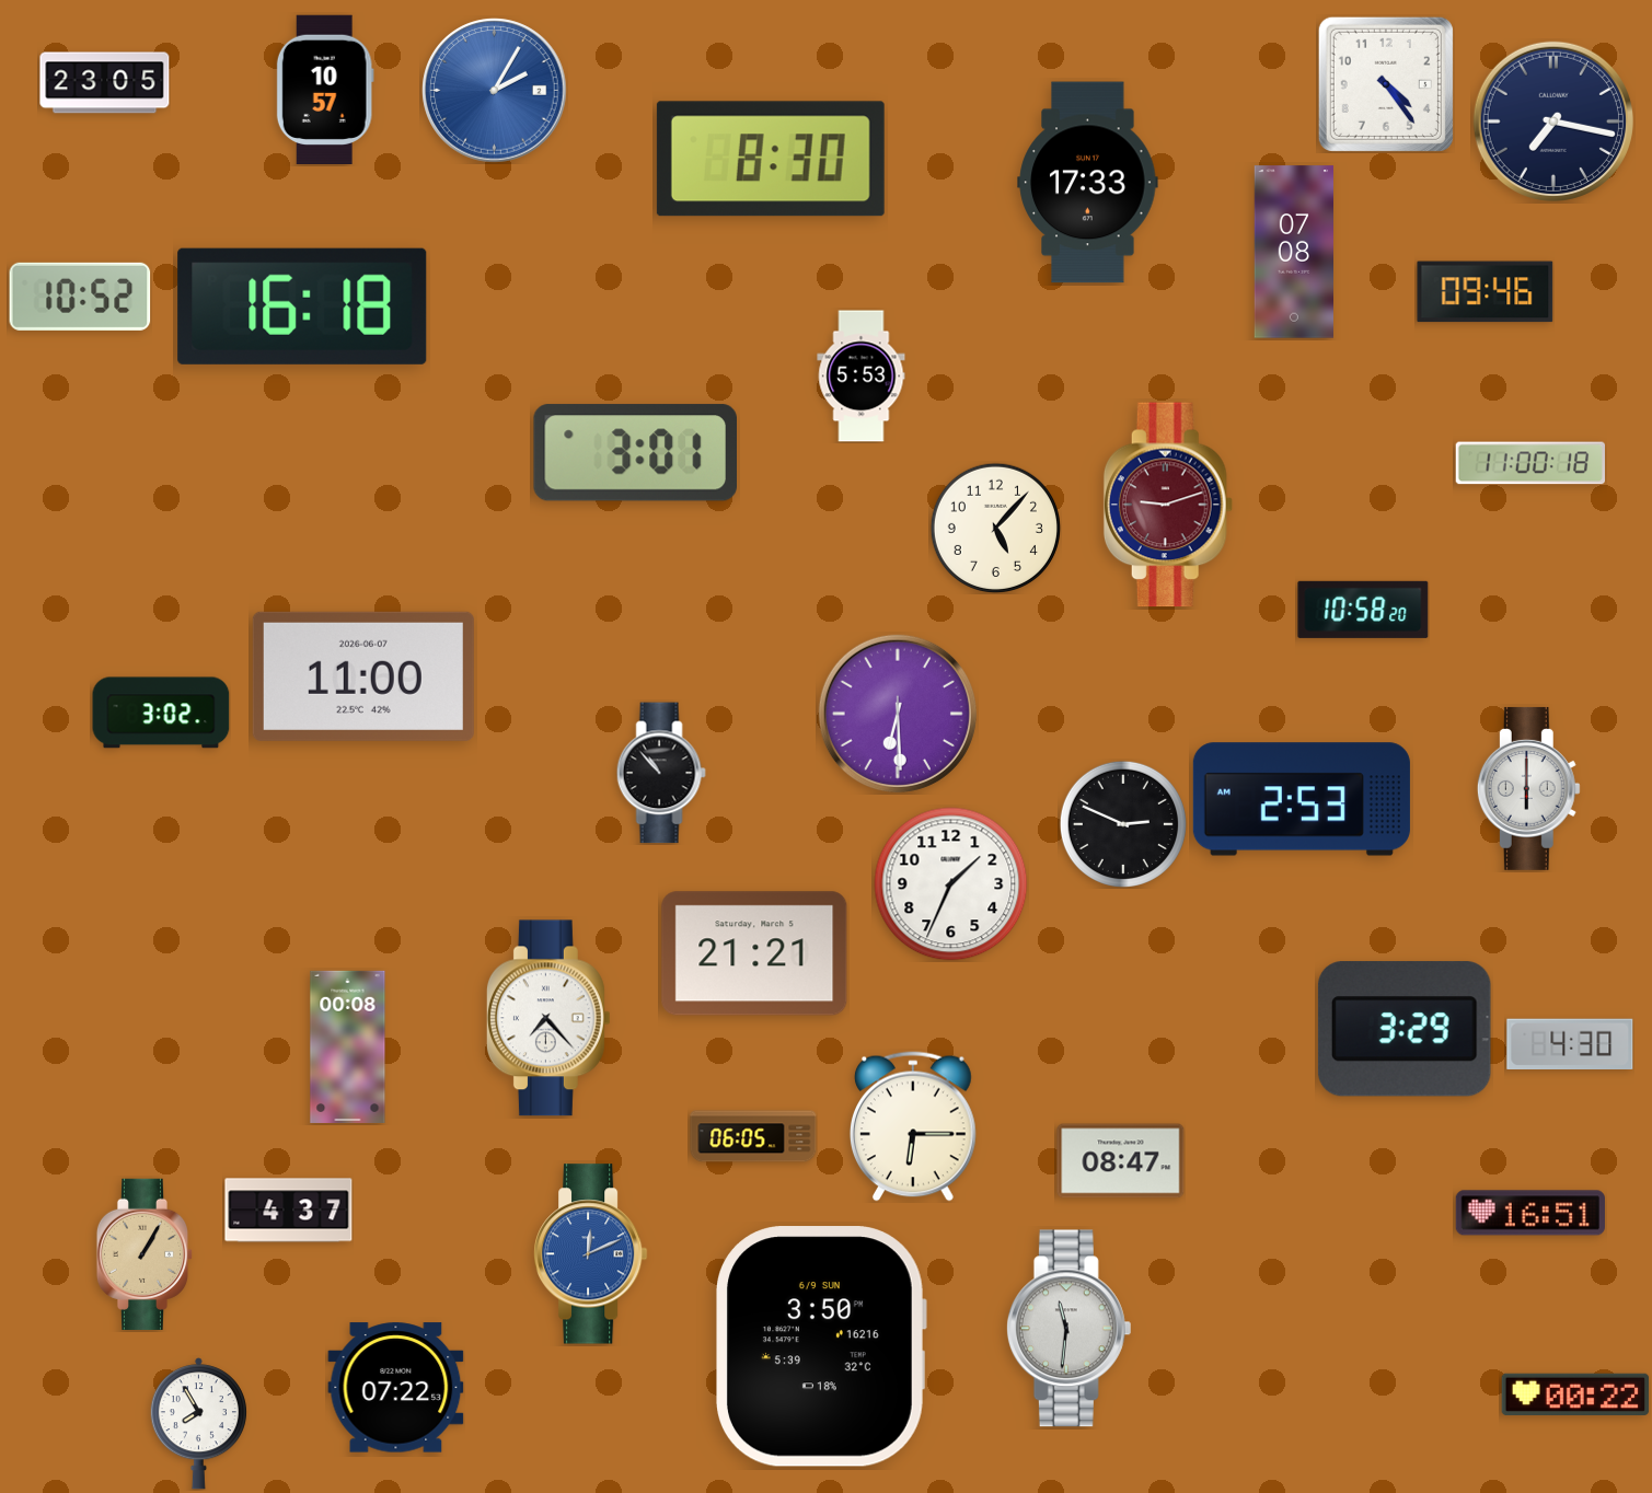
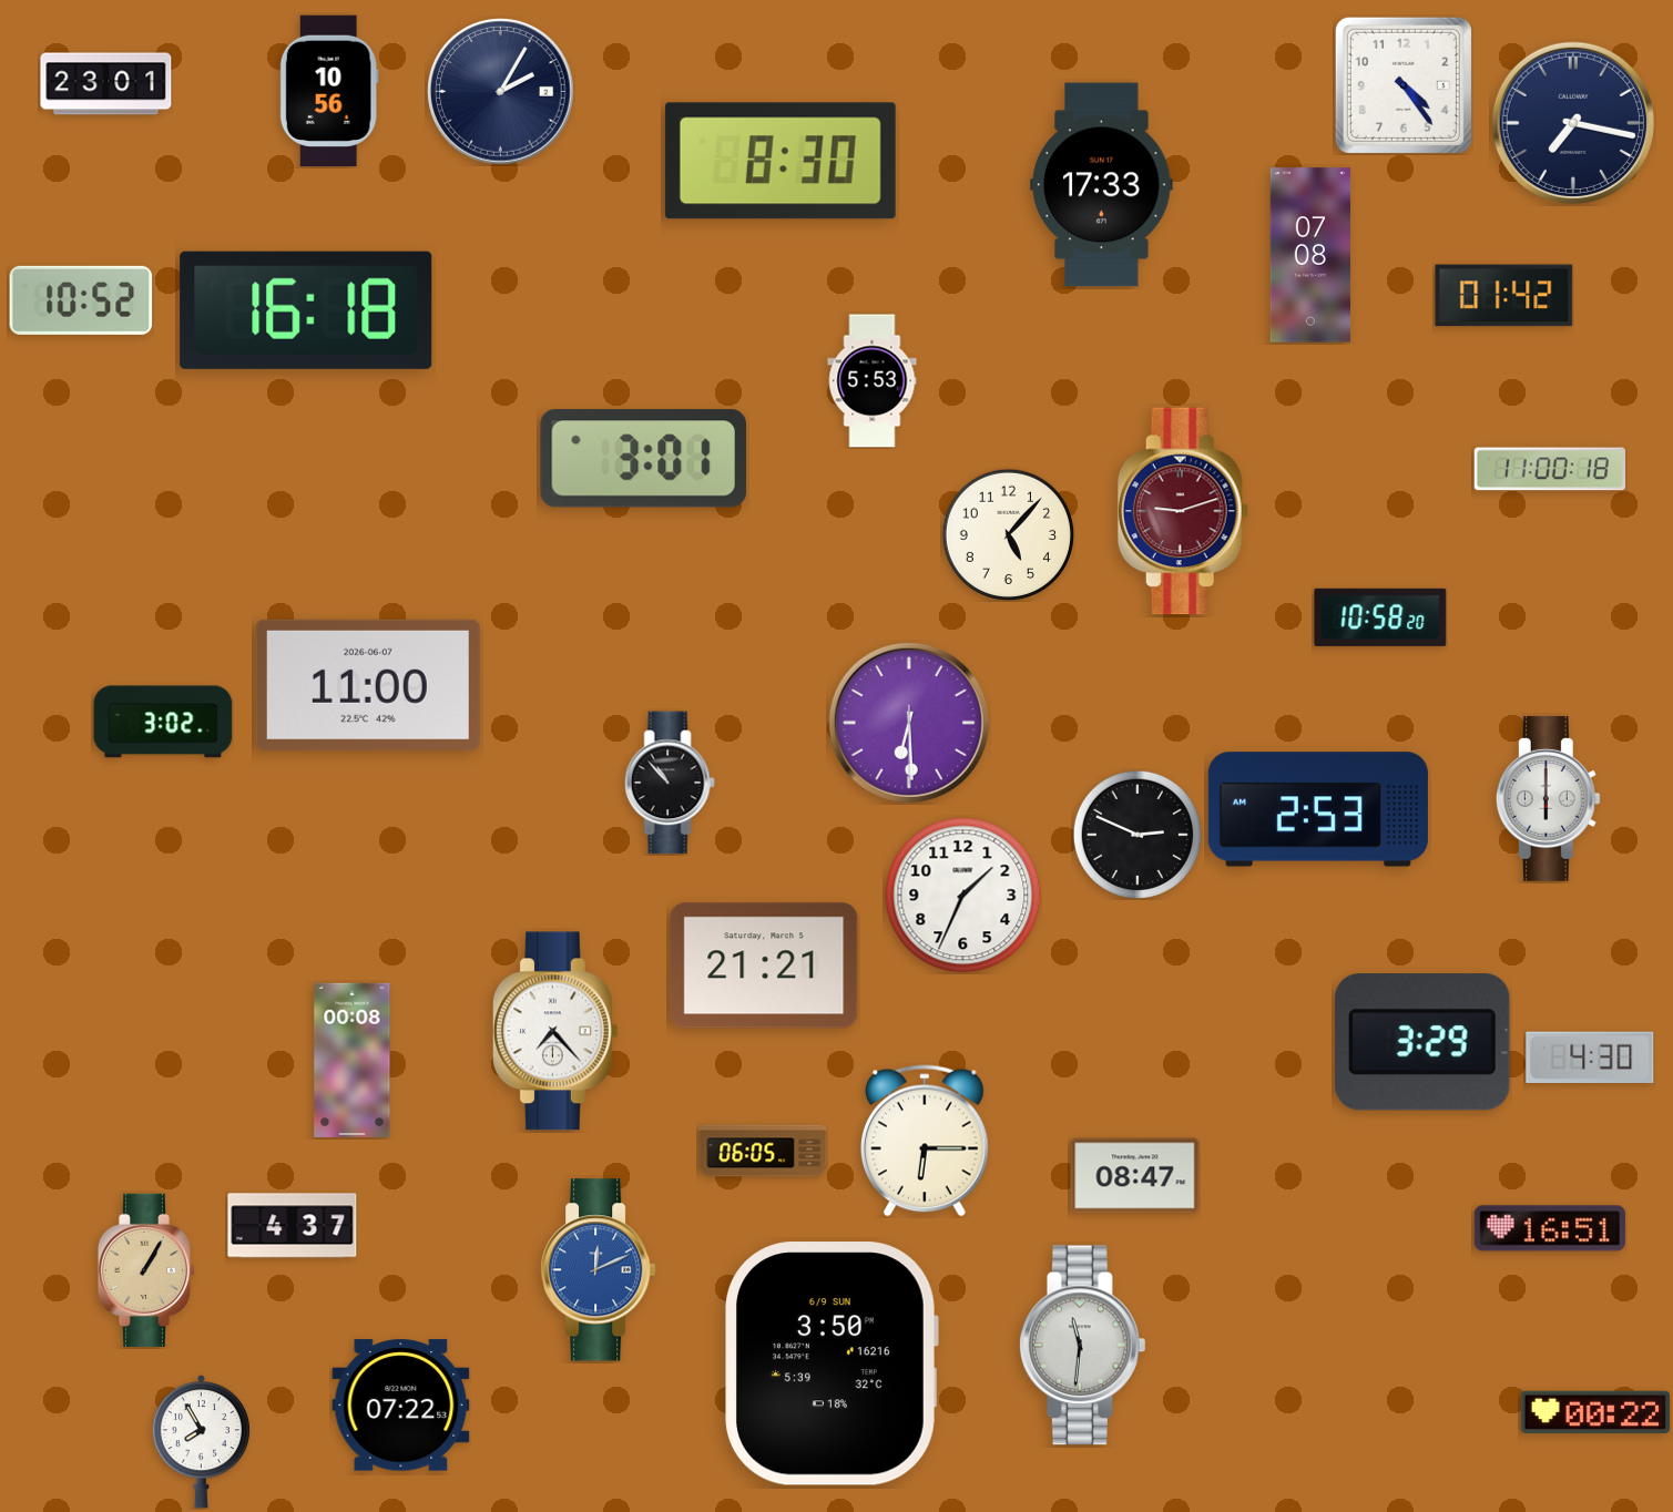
clock at (105, 83): 23:05 -> 23:01
clock at (325, 89): 10:57 -> 10:56
clock at (495, 91) dial: blue -> navy
clock at (1486, 292): 09:46 -> 01:42
